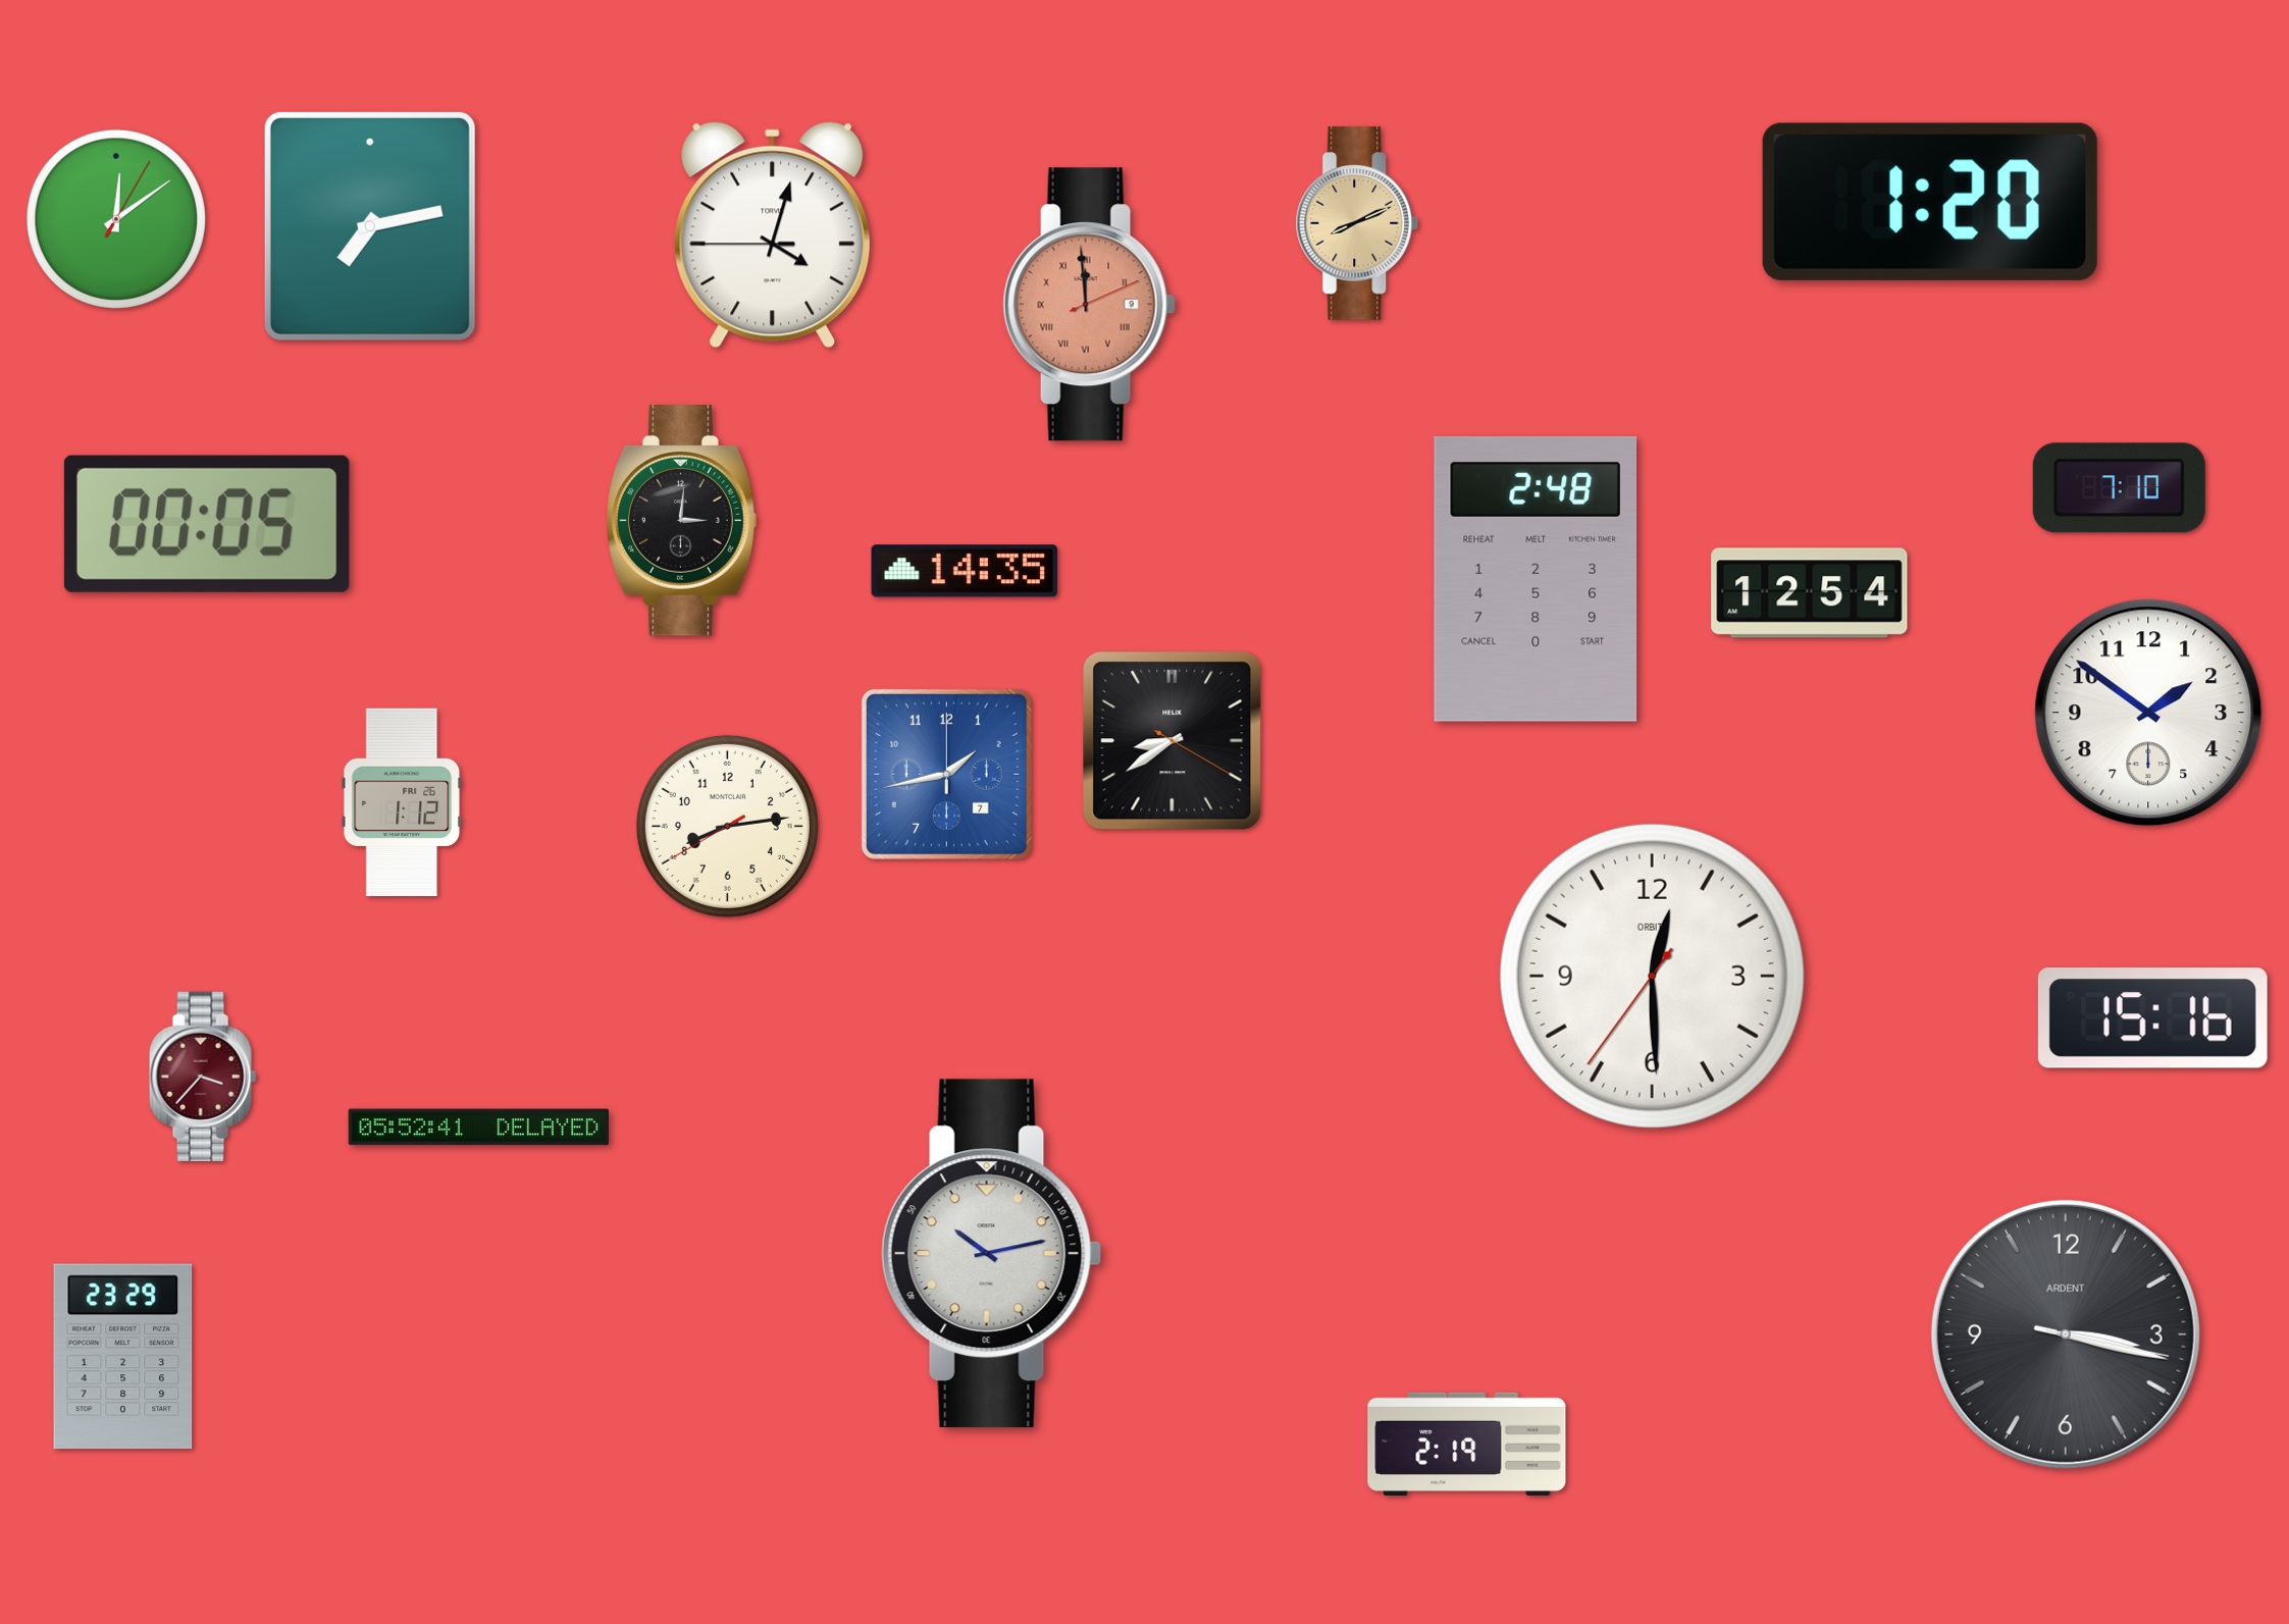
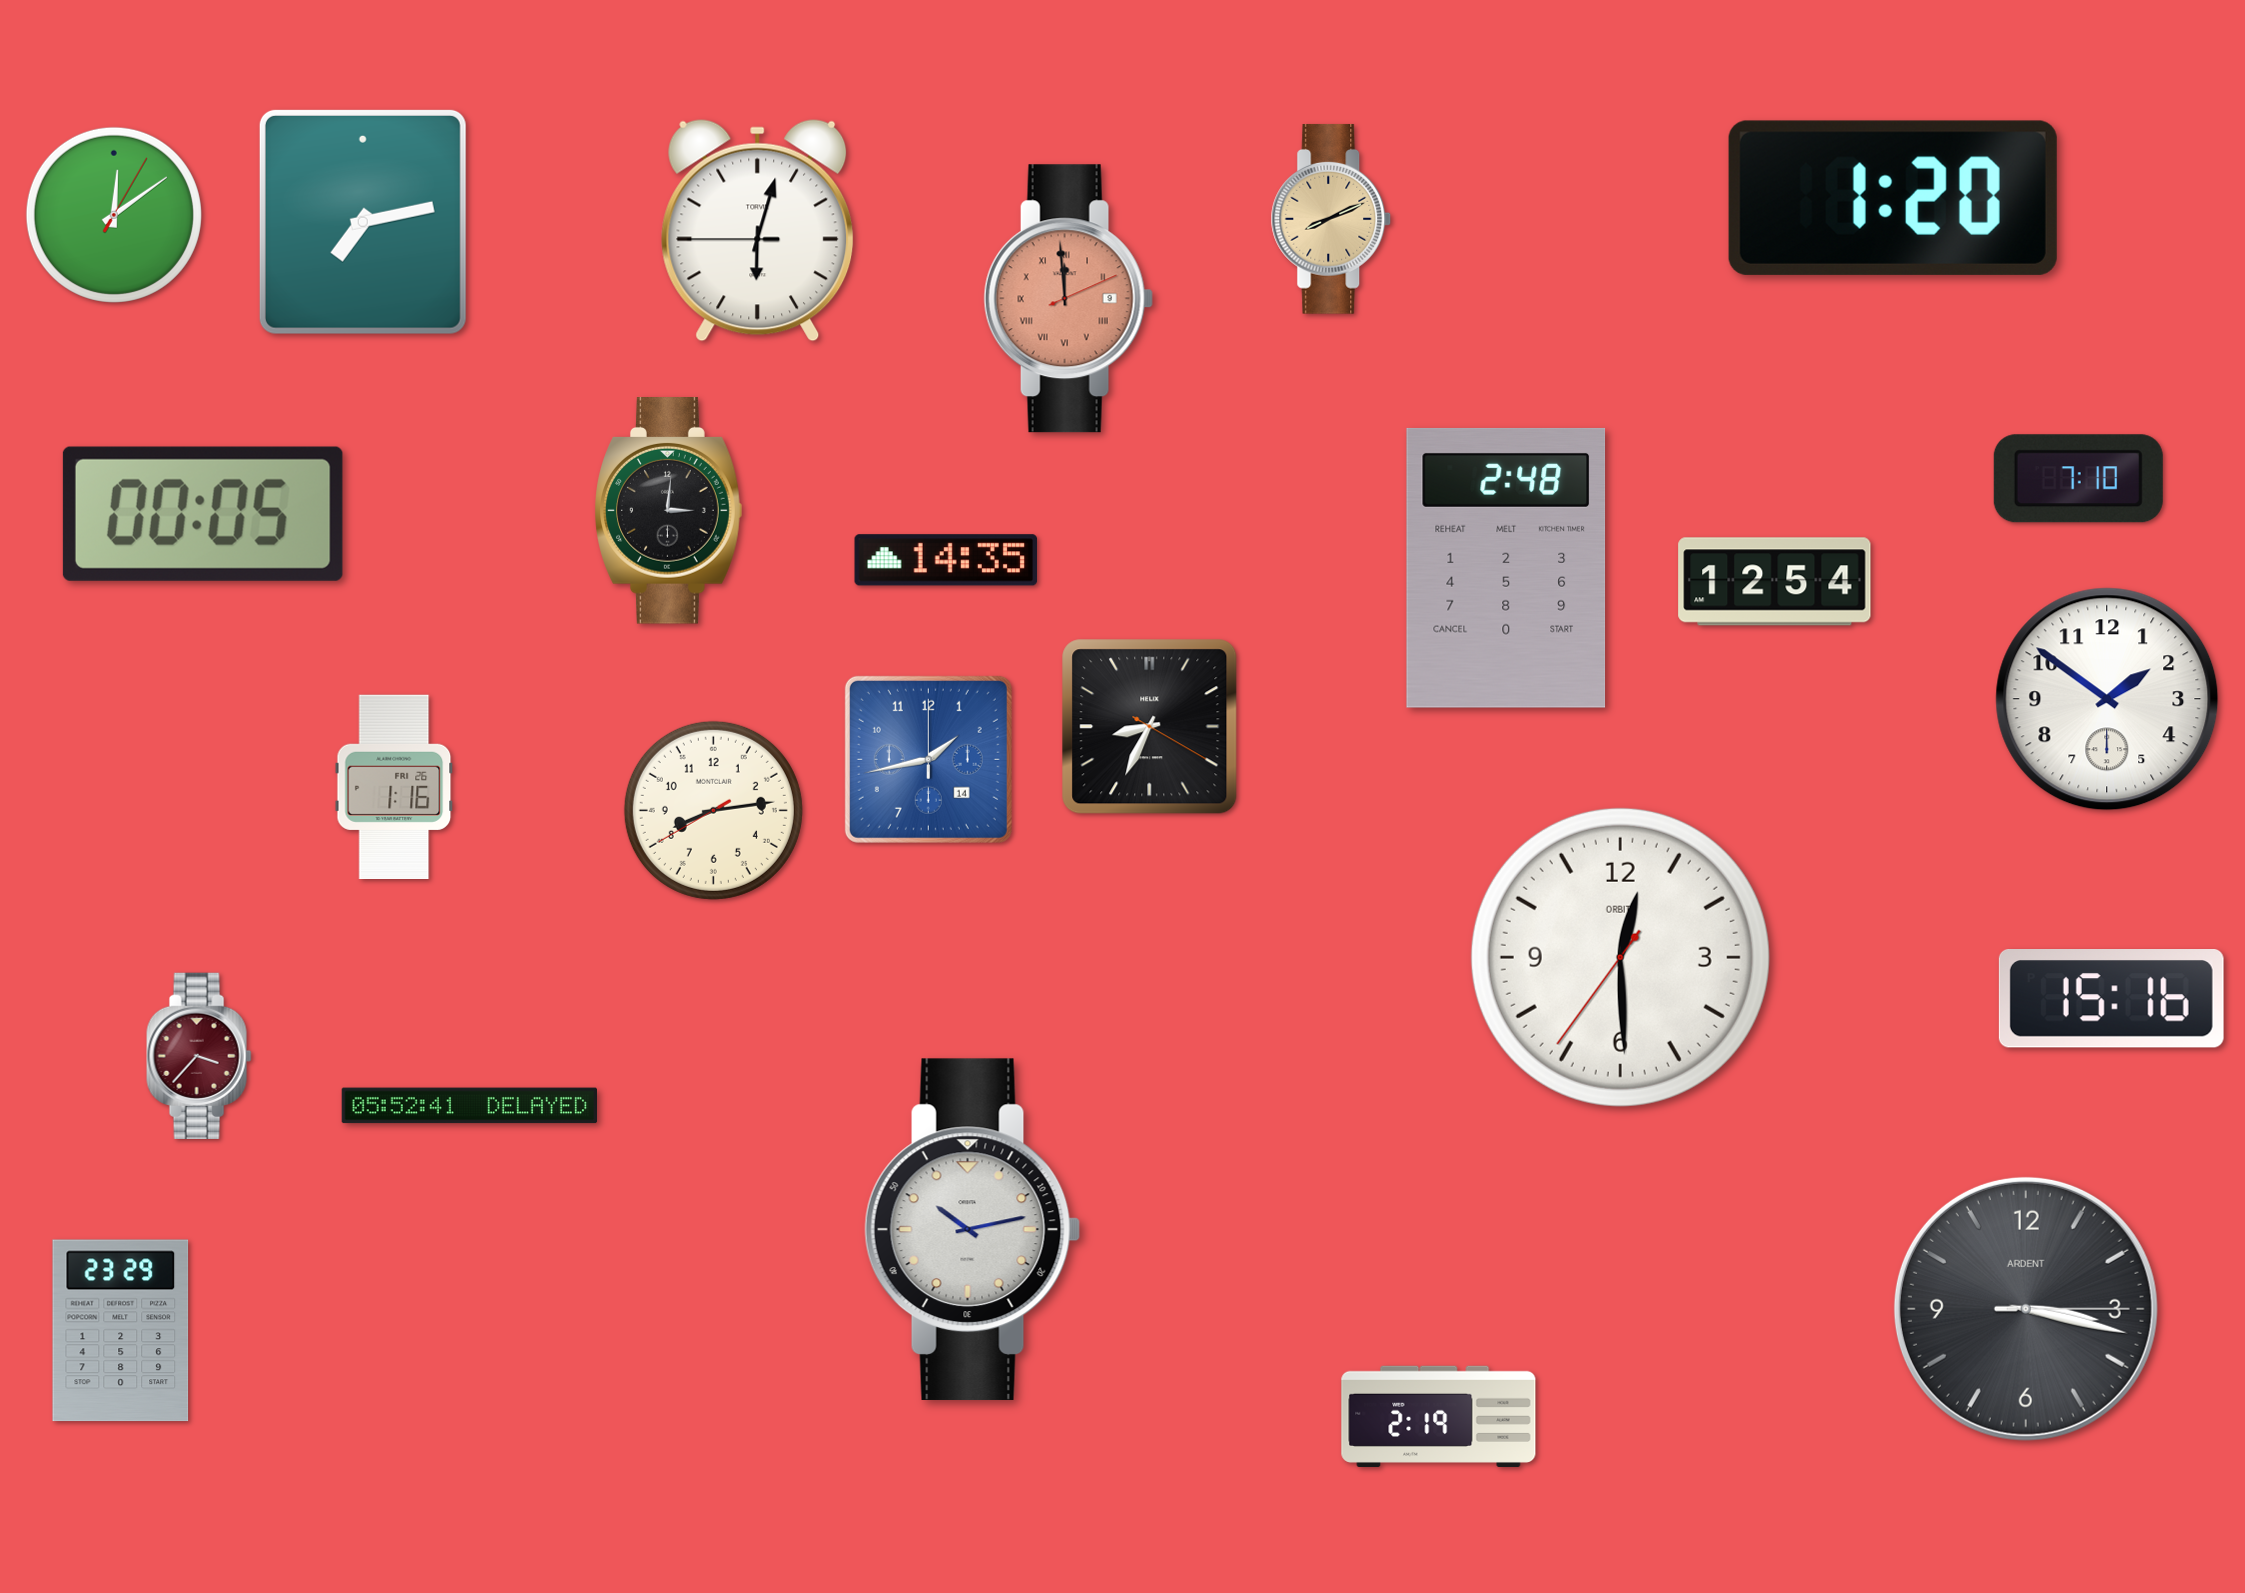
clock at (773, 235): 4:02 -> 6:02
clock at (1173, 741): 8:39 -> 8:34
clock at (946, 774) date: 7 -> 14
clock at (402, 802): 1:12 -> 1:16
clock at (2066, 1334): 3:17:17 -> 3:17:15
